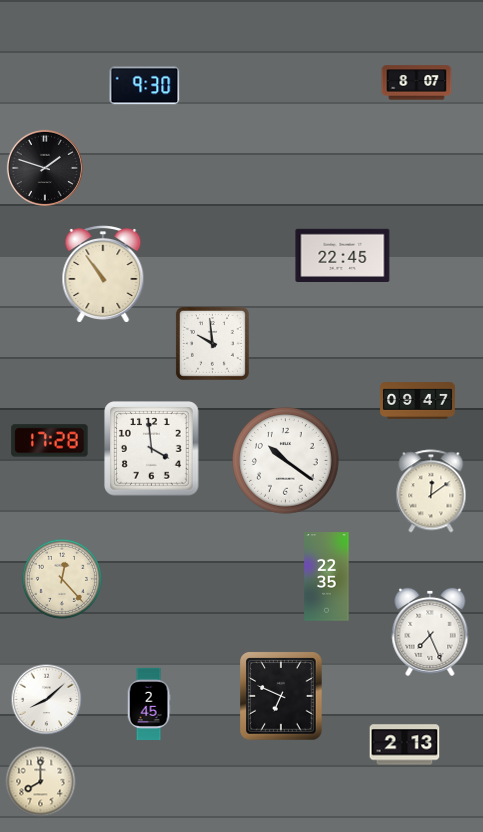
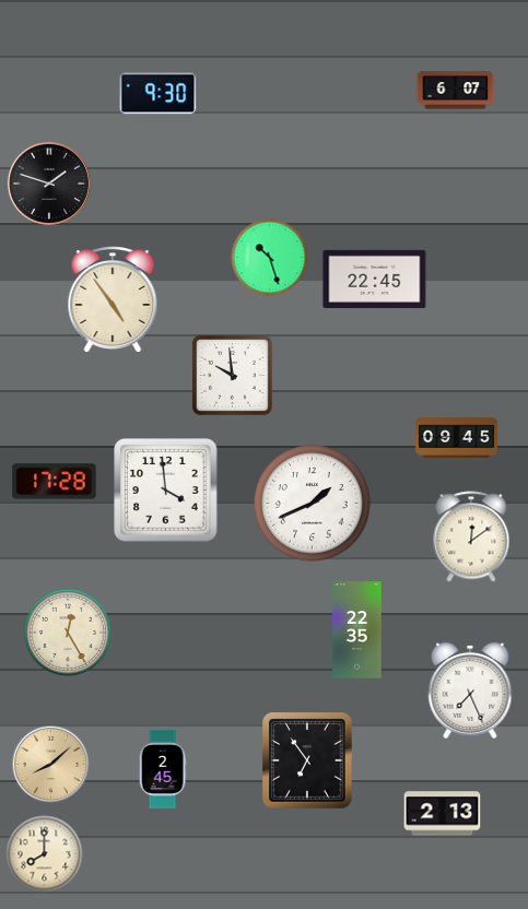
clock at (417, 83): 8:07 -> 6:07
clock at (270, 258): none -> 10:27
clock at (103, 275): 10:54 -> 4:54
clock at (418, 401): 09:47 -> 09:45
clock at (286, 461): 10:21 -> 1:41
clock at (62, 579): 12:23 -> 12:25
clock at (281, 696): 6:49 -> 6:54
clock at (47, 700) dial: white -> champagne
